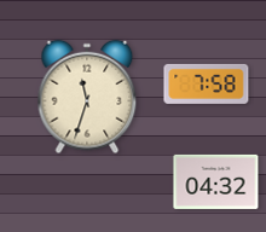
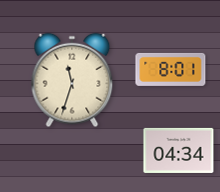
clock at (207, 83): 7:58 -> 8:01
clock at (216, 181): 04:32 -> 04:34
